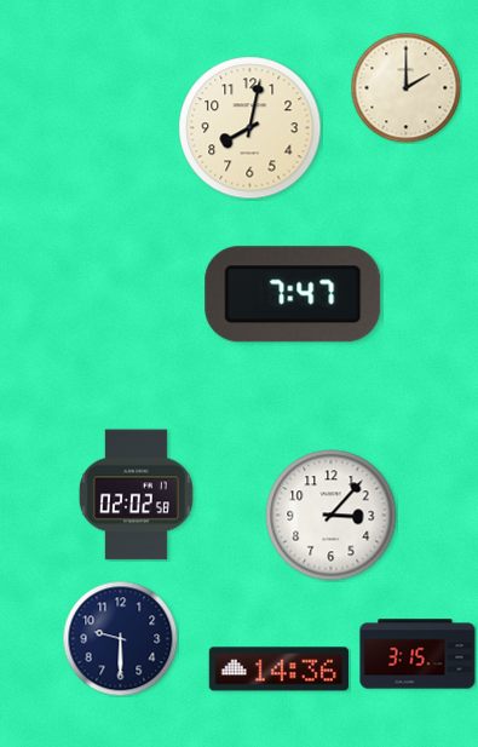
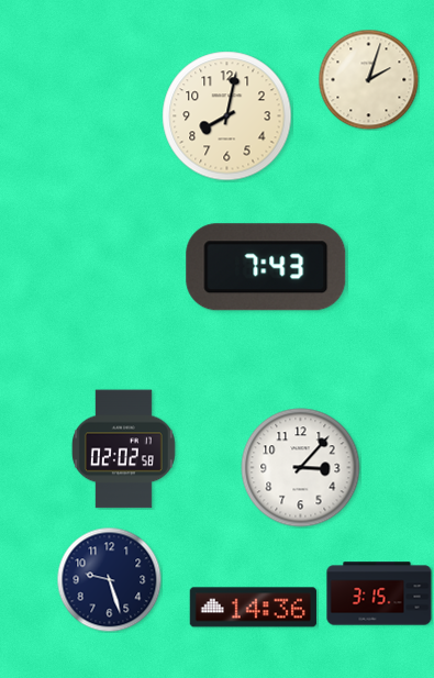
clock at (405, 87): 2:00 -> 2:03
clock at (293, 294): 7:47 -> 7:43
clock at (120, 638): 9:30 -> 9:27
